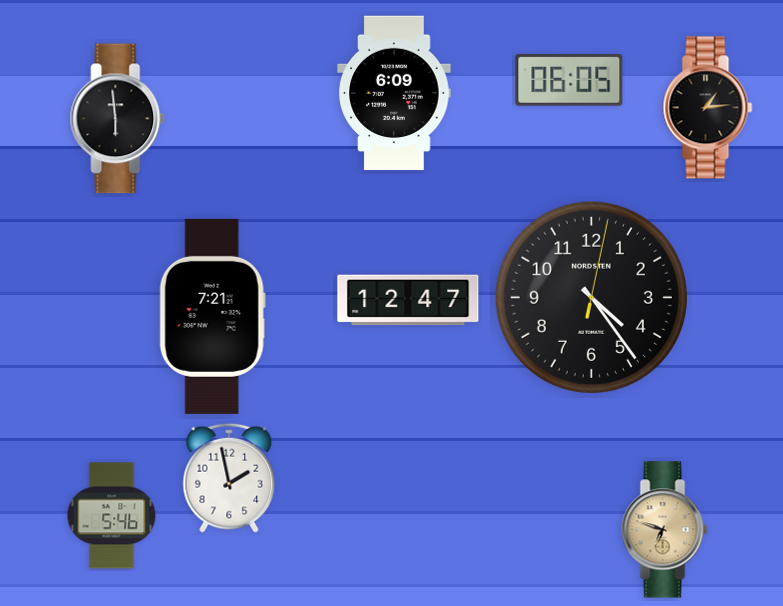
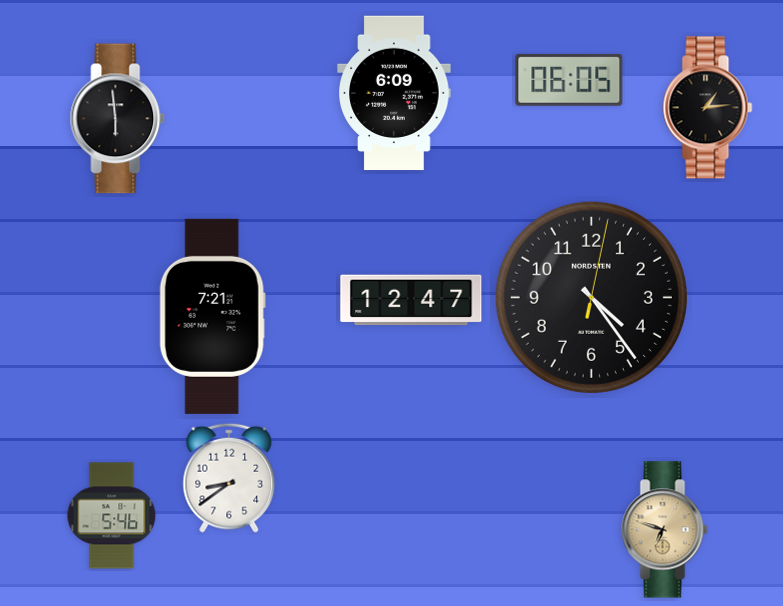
clock at (408, 300) position: (408, 300) -> (411, 300)
clock at (229, 478): 1:58 -> 8:39
